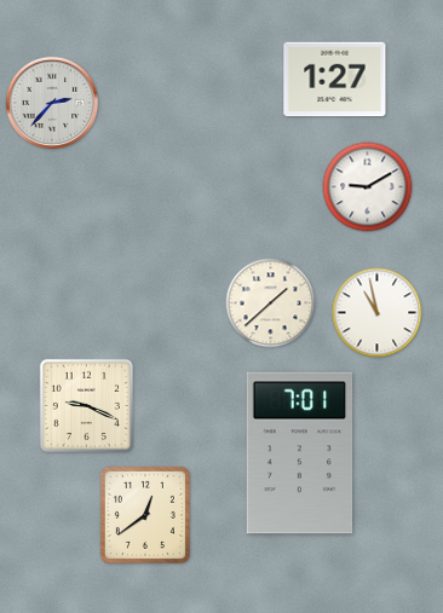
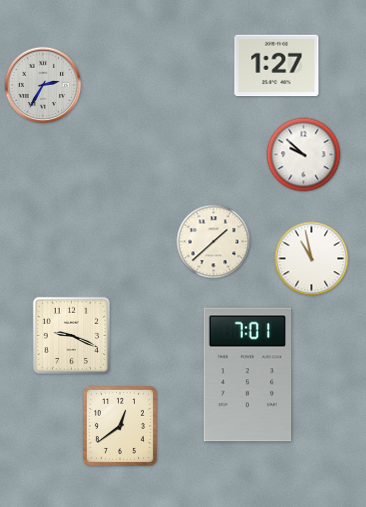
clock at (52, 103): 2:37 -> 2:35
clock at (368, 187): 9:10 -> 9:52
clock at (271, 303) position: (271, 303) -> (214, 242)
